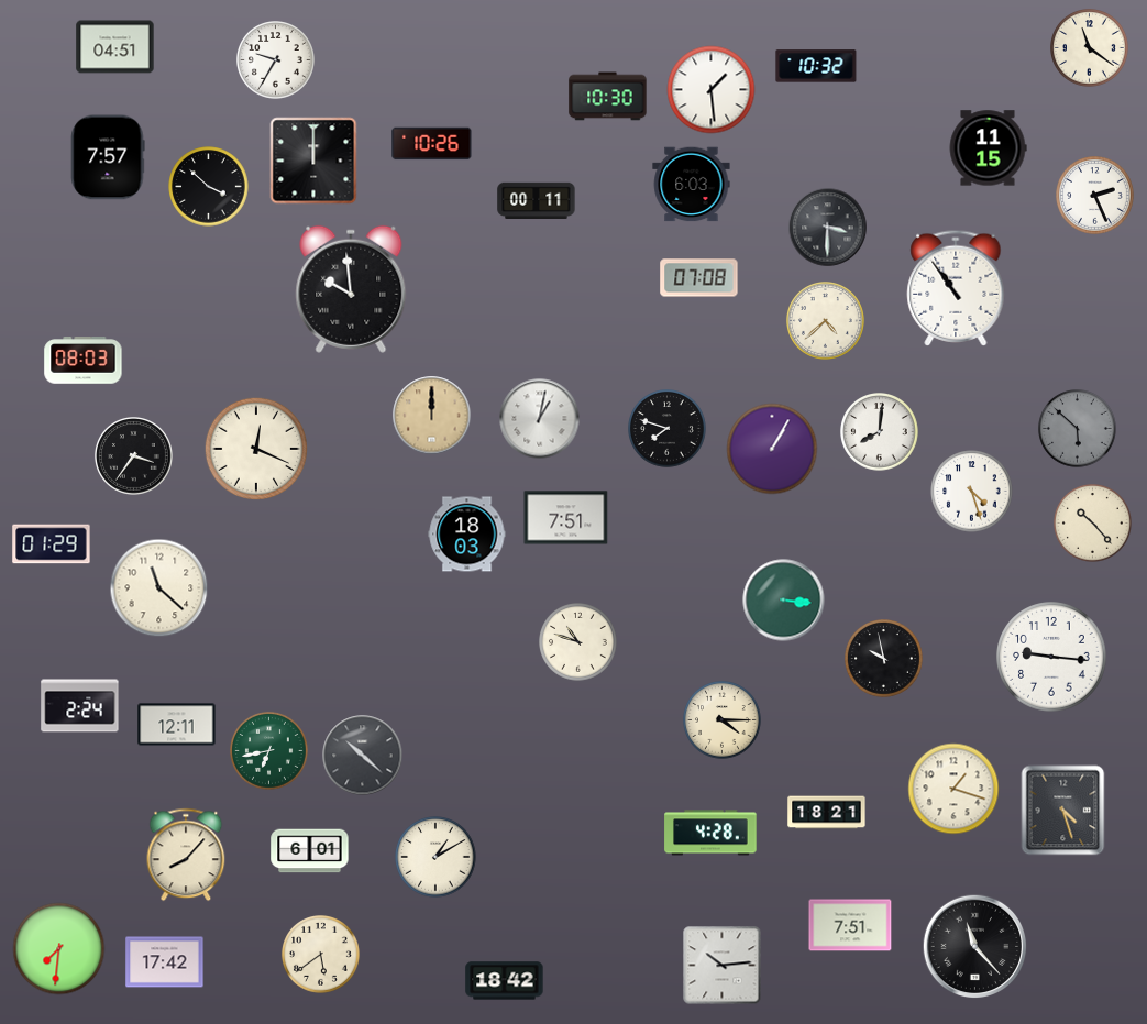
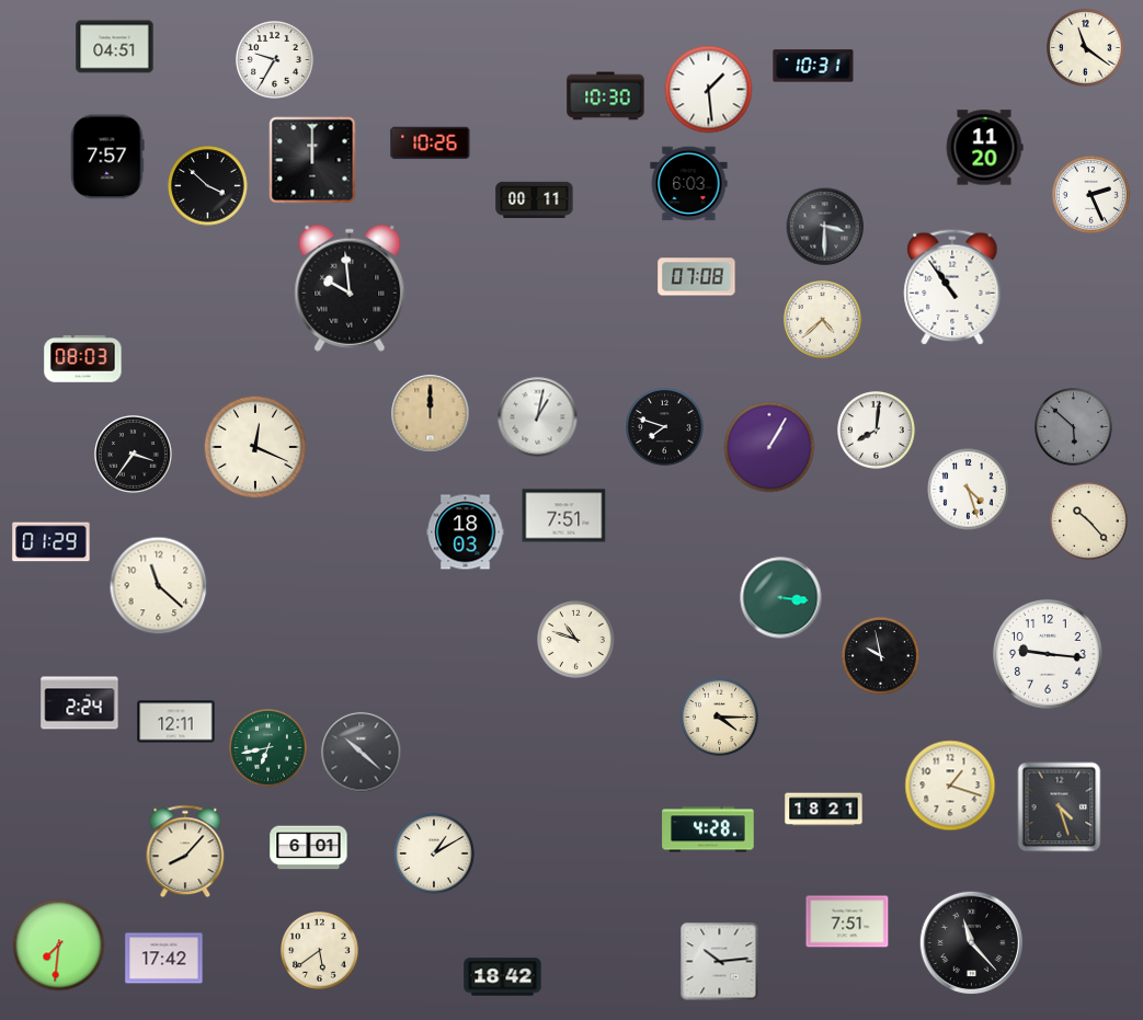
clock at (816, 66): 10:32 -> 10:31
clock at (988, 148): 11:15 -> 11:20
